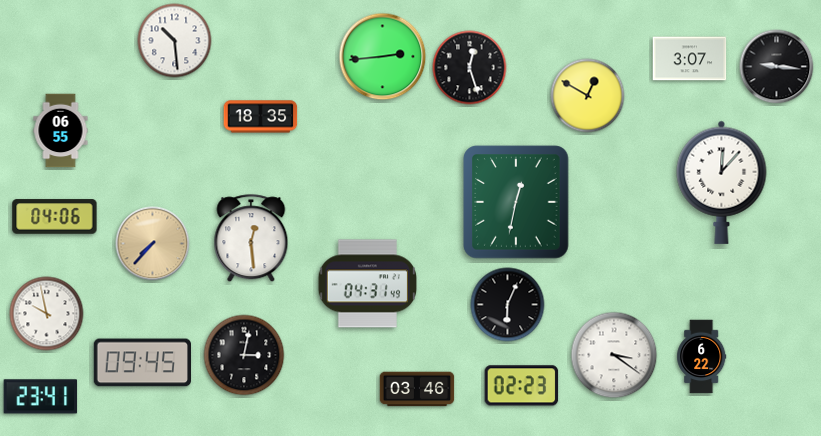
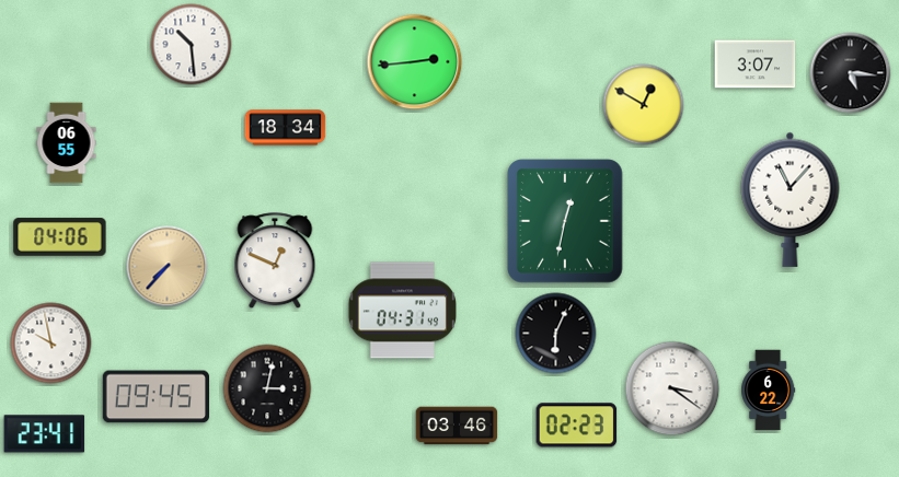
clock at (383, 57) position: (383, 57) -> (415, 62)
clock at (777, 67): 9:16 -> 5:16
clock at (470, 68): 12:27 -> none
clock at (261, 117): 18:35 -> 18:34
clock at (722, 182): 12:07 -> 11:07
clock at (251, 239): 12:29 -> 12:49
clock at (522, 386) position: (522, 386) -> (577, 426)
